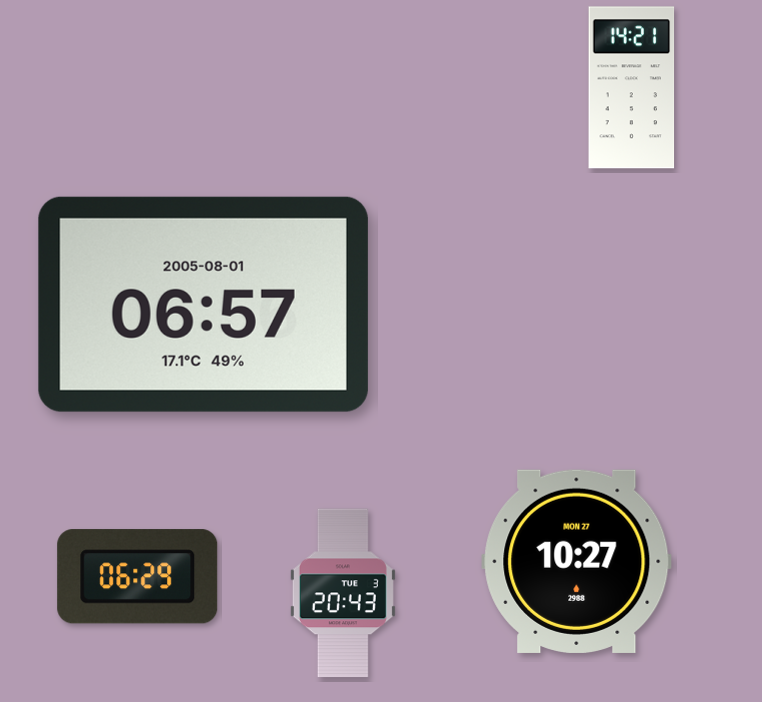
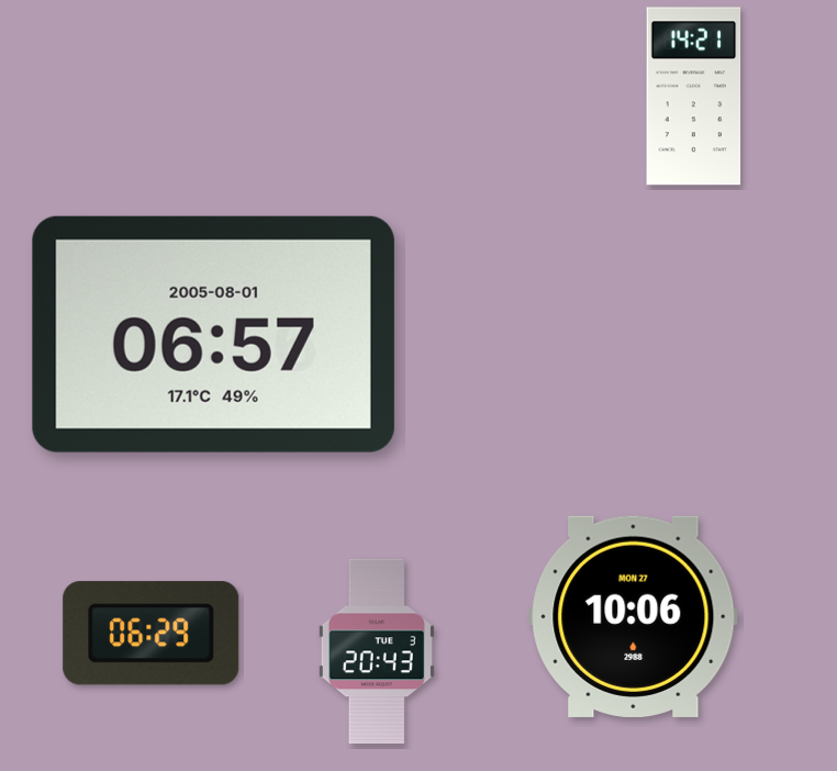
clock at (203, 304) position: (203, 304) -> (213, 334)
clock at (577, 561): 10:27 -> 10:06
